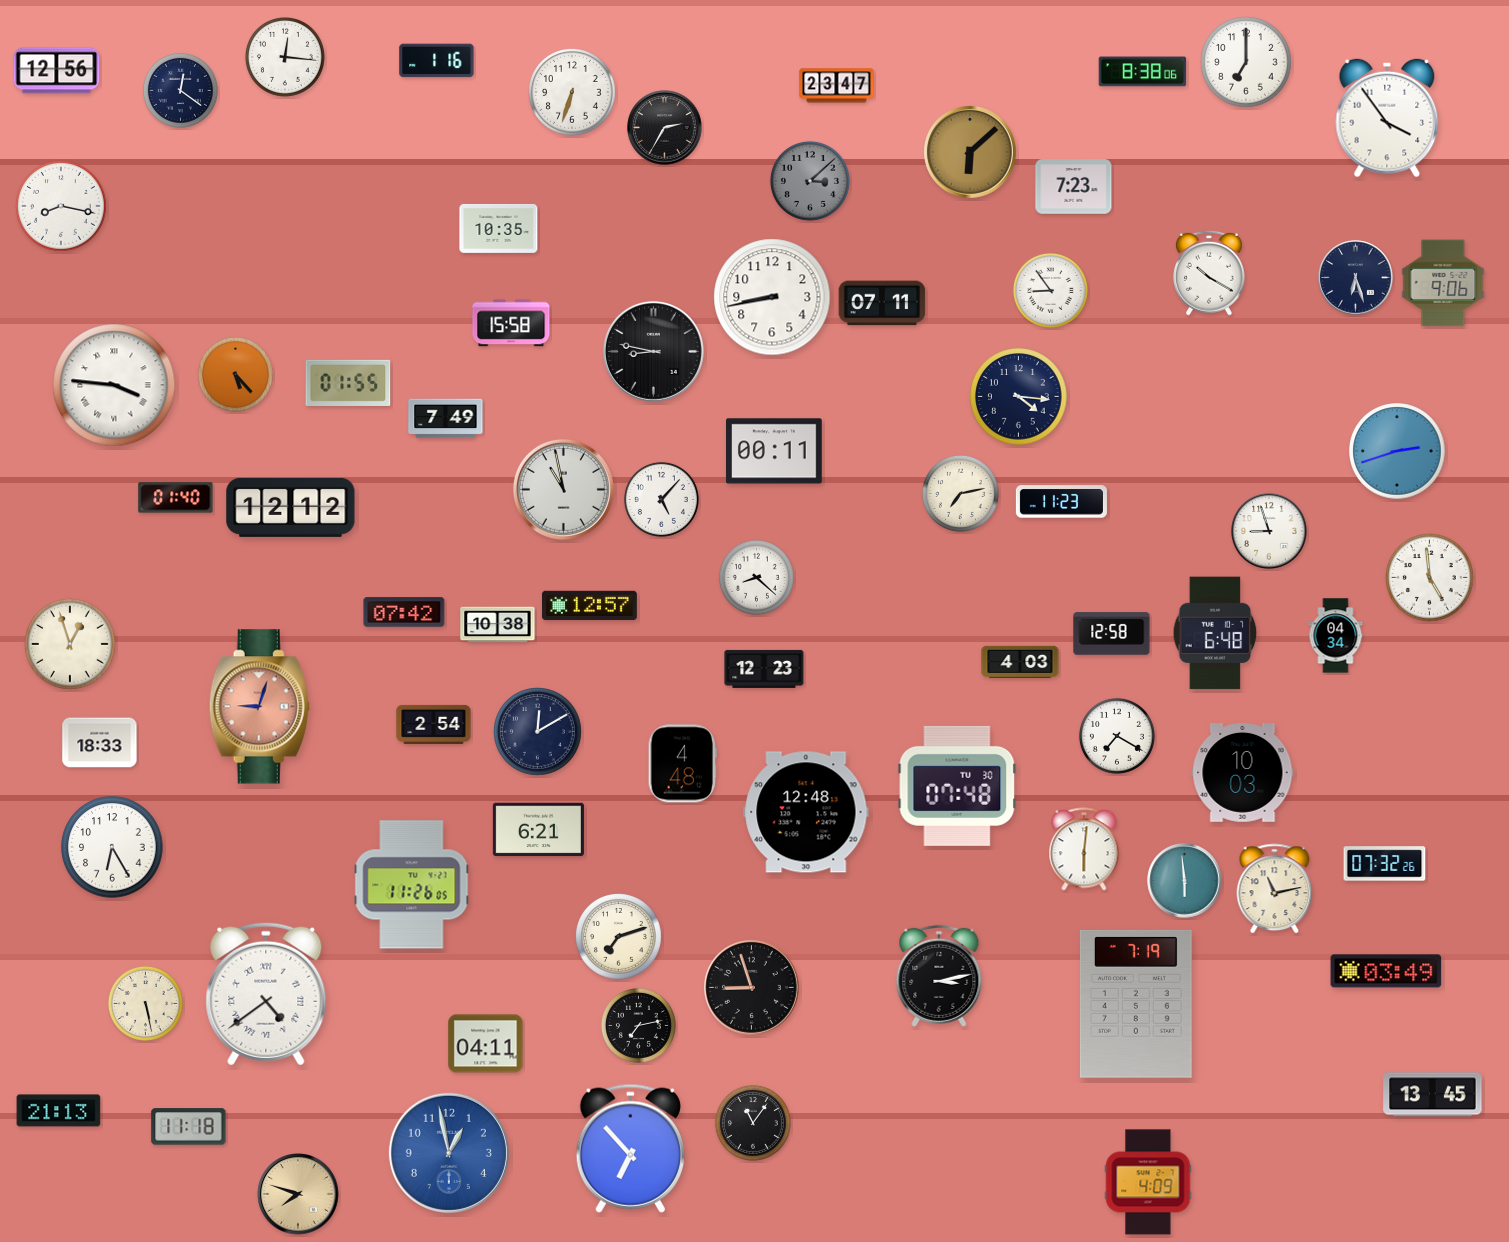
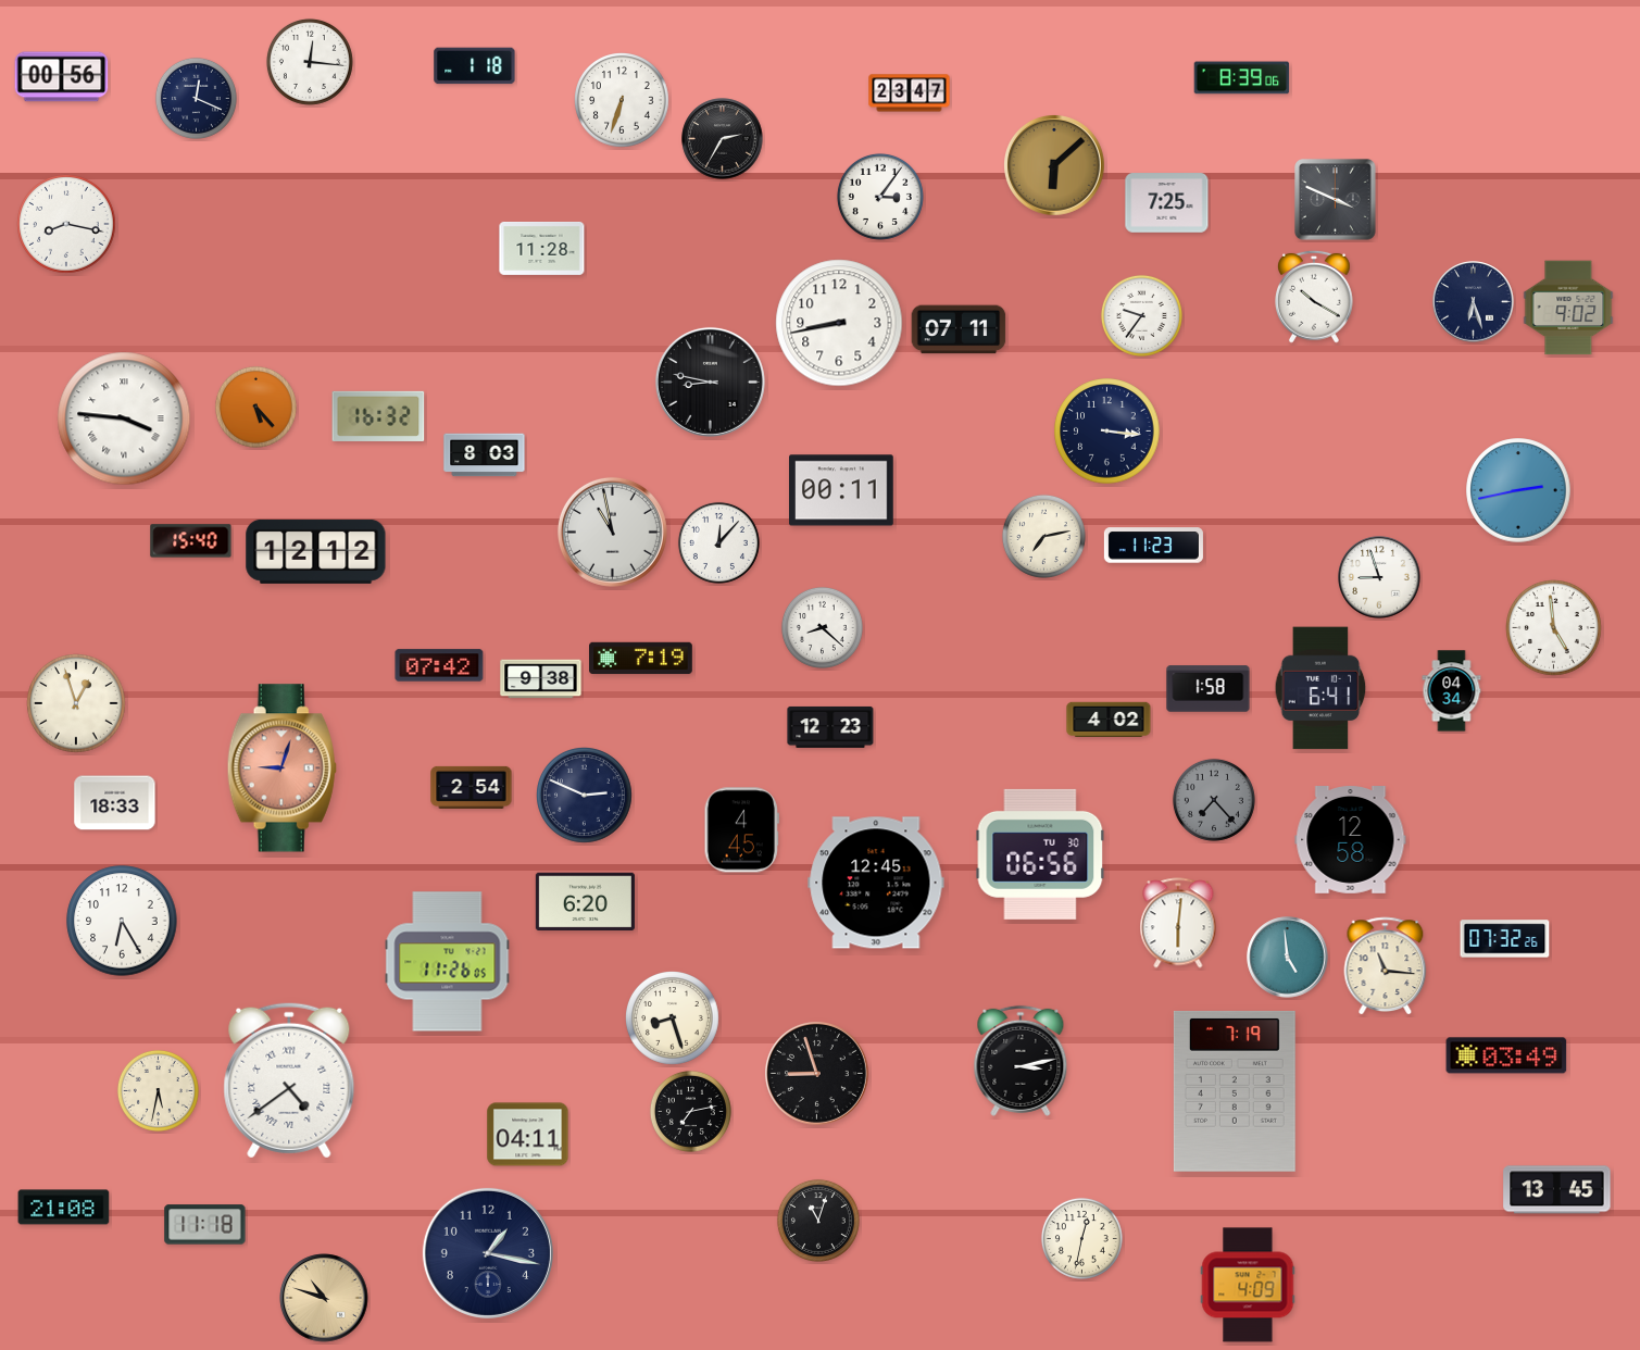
clock at (437, 61): 1:16 -> 1:18
clock at (1246, 62): 7:00 -> none
clock at (57, 71): 12:56 -> 00:56
clock at (1143, 72): 8:38 -> 8:39
clock at (180, 90): 12:21 -> 12:19
clock at (1387, 118): 3:54 -> none
clock at (810, 181): 3:08 -> 3:06
clock at (810, 181) dial: grey -> white
clock at (1336, 200): none -> 3:49
clock at (1074, 187): 7:23 -> 7:25
clock at (499, 228): 10:35 -> 11:28
clock at (1443, 283): 9:06 -> 9:02
clock at (1050, 290): 8:54 -> 9:36
clock at (511, 323): 15:58 -> none
clock at (348, 383): 01:55 -> 16:32
clock at (1019, 397): 4:16 -> 3:16
clock at (446, 419): 7:49 -> 8:03
clock at (1397, 451): 2:42 -> 2:43
clock at (176, 498): 01:40 -> 15:40
clock at (661, 499): 5:07 -> 12:07
clock at (590, 606): 12:57 -> 7:19
clock at (498, 625): 10:38 -> 9:38
clock at (1215, 633): 6:48 -> 6:41
clock at (1112, 634): 12:58 -> 1:58
clock at (70, 644) position: (70, 644) -> (76, 703)
clock at (1020, 661): 4:03 -> 4:02
clock at (538, 732): 12:10 -> 2:49
clock at (1117, 736): 7:20 -> 7:23
clock at (1117, 736) dial: white -> grey
clock at (100, 743) position: (100, 743) -> (115, 803)
clock at (682, 764): 4:48 -> 4:45
clock at (1243, 773): 10:03 -> 12:58
clock at (957, 786): 07:48 -> 06:56
clock at (806, 812): 12:48 -> 12:45
clock at (538, 830): 6:21 -> 6:20
clock at (1185, 881): 5:59 -> 4:59
clock at (1275, 888): 11:13 -> 11:16
clock at (619, 937): 7:12 -> 8:27
clock at (145, 1003): 5:28 -> 5:32
clock at (638, 1025) position: (638, 1025) -> (690, 1111)
clock at (59, 1111): 21:13 -> 21:08
clock at (753, 1123): 11:06 -> 11:03
clock at (1081, 1238): none -> 12:32
clock at (630, 1148): 6:53 -> none
clock at (449, 1153): 12:58 -> 1:17
clock at (449, 1153) dial: blue -> navy
clock at (298, 1194): 7:48 -> 10:48
